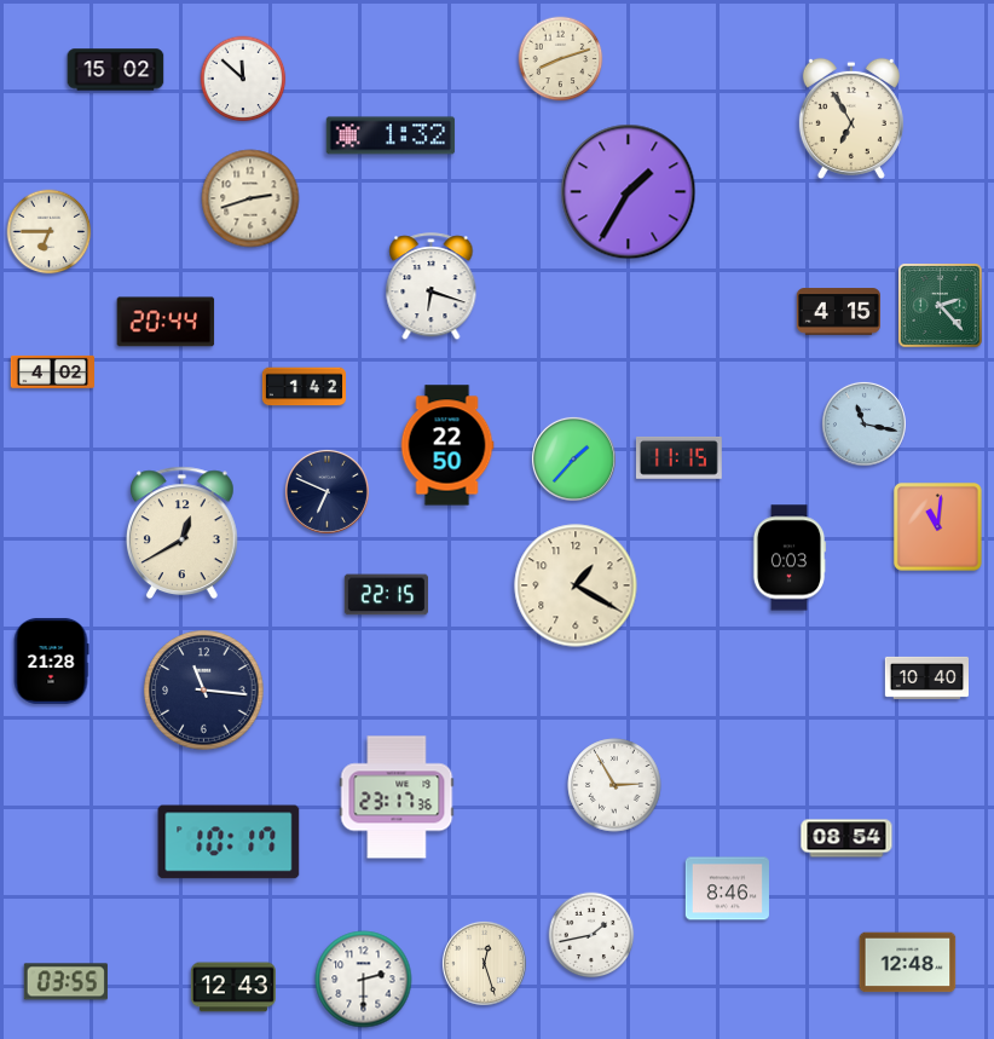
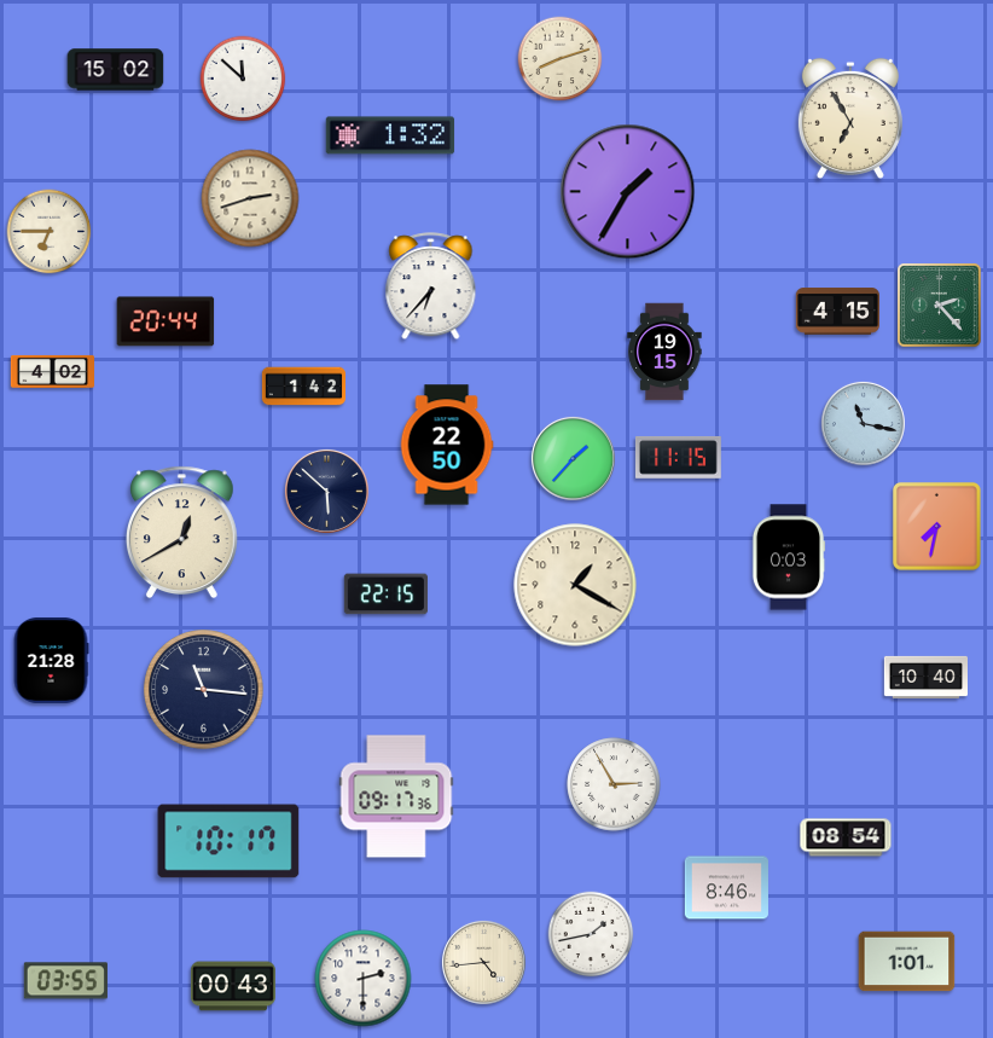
clock at (432, 287): 6:18 -> 6:37
clock at (664, 352): none -> 19:15
clock at (326, 491): 6:49 -> 5:52
clock at (938, 527): 11:01 -> 7:32
clock at (397, 797): 23:17 -> 09:17
clock at (484, 963): 12:27 -> 4:44
clock at (908, 963): 12:48 -> 1:01
clock at (233, 987): 12:43 -> 00:43
